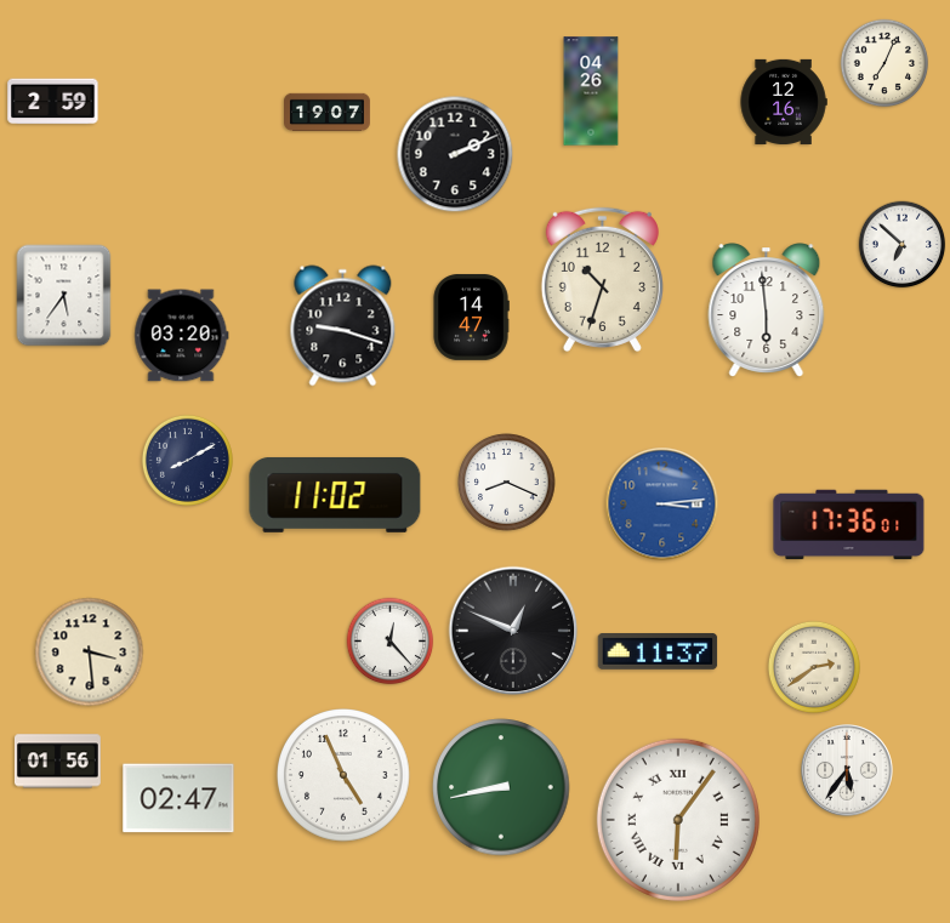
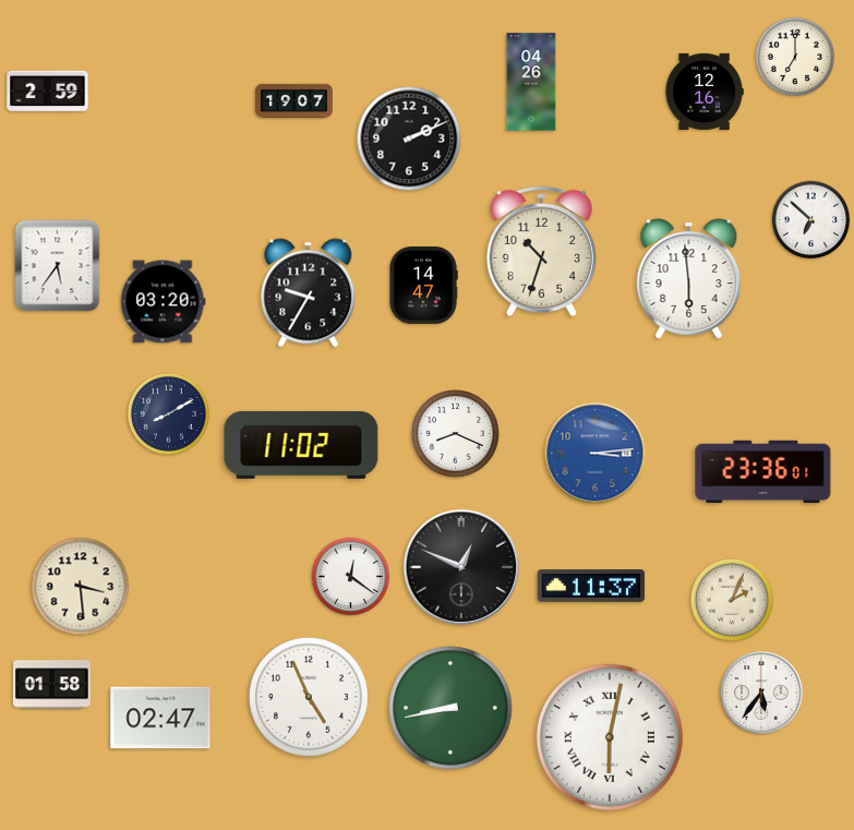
clock at (884, 63): 7:04 -> 7:00
clock at (343, 326): 9:18 -> 9:35
clock at (849, 525): 17:36 -> 23:36
clock at (391, 642): 12:23 -> 12:21
clock at (814, 667): 2:39 -> 2:04
clock at (57, 762): 01:56 -> 01:58
clock at (678, 820): 6:06 -> 6:02
